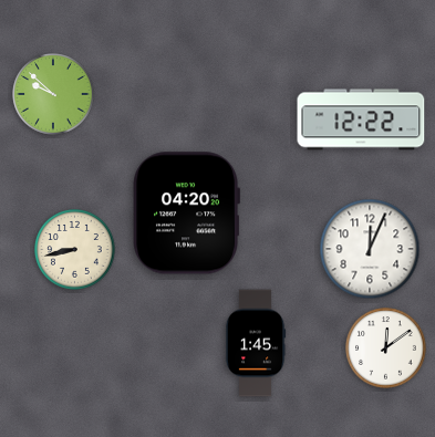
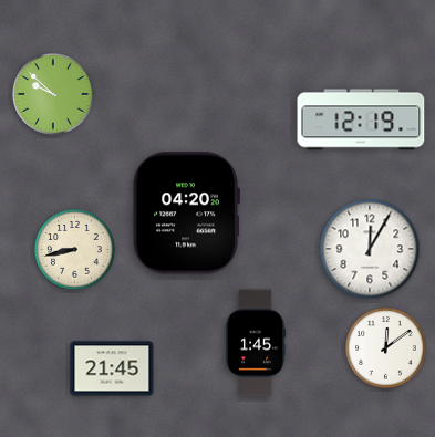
clock at (361, 119): 12:22 -> 12:19
clock at (370, 249): 12:04 -> 12:05
clock at (112, 368): none -> 21:45
